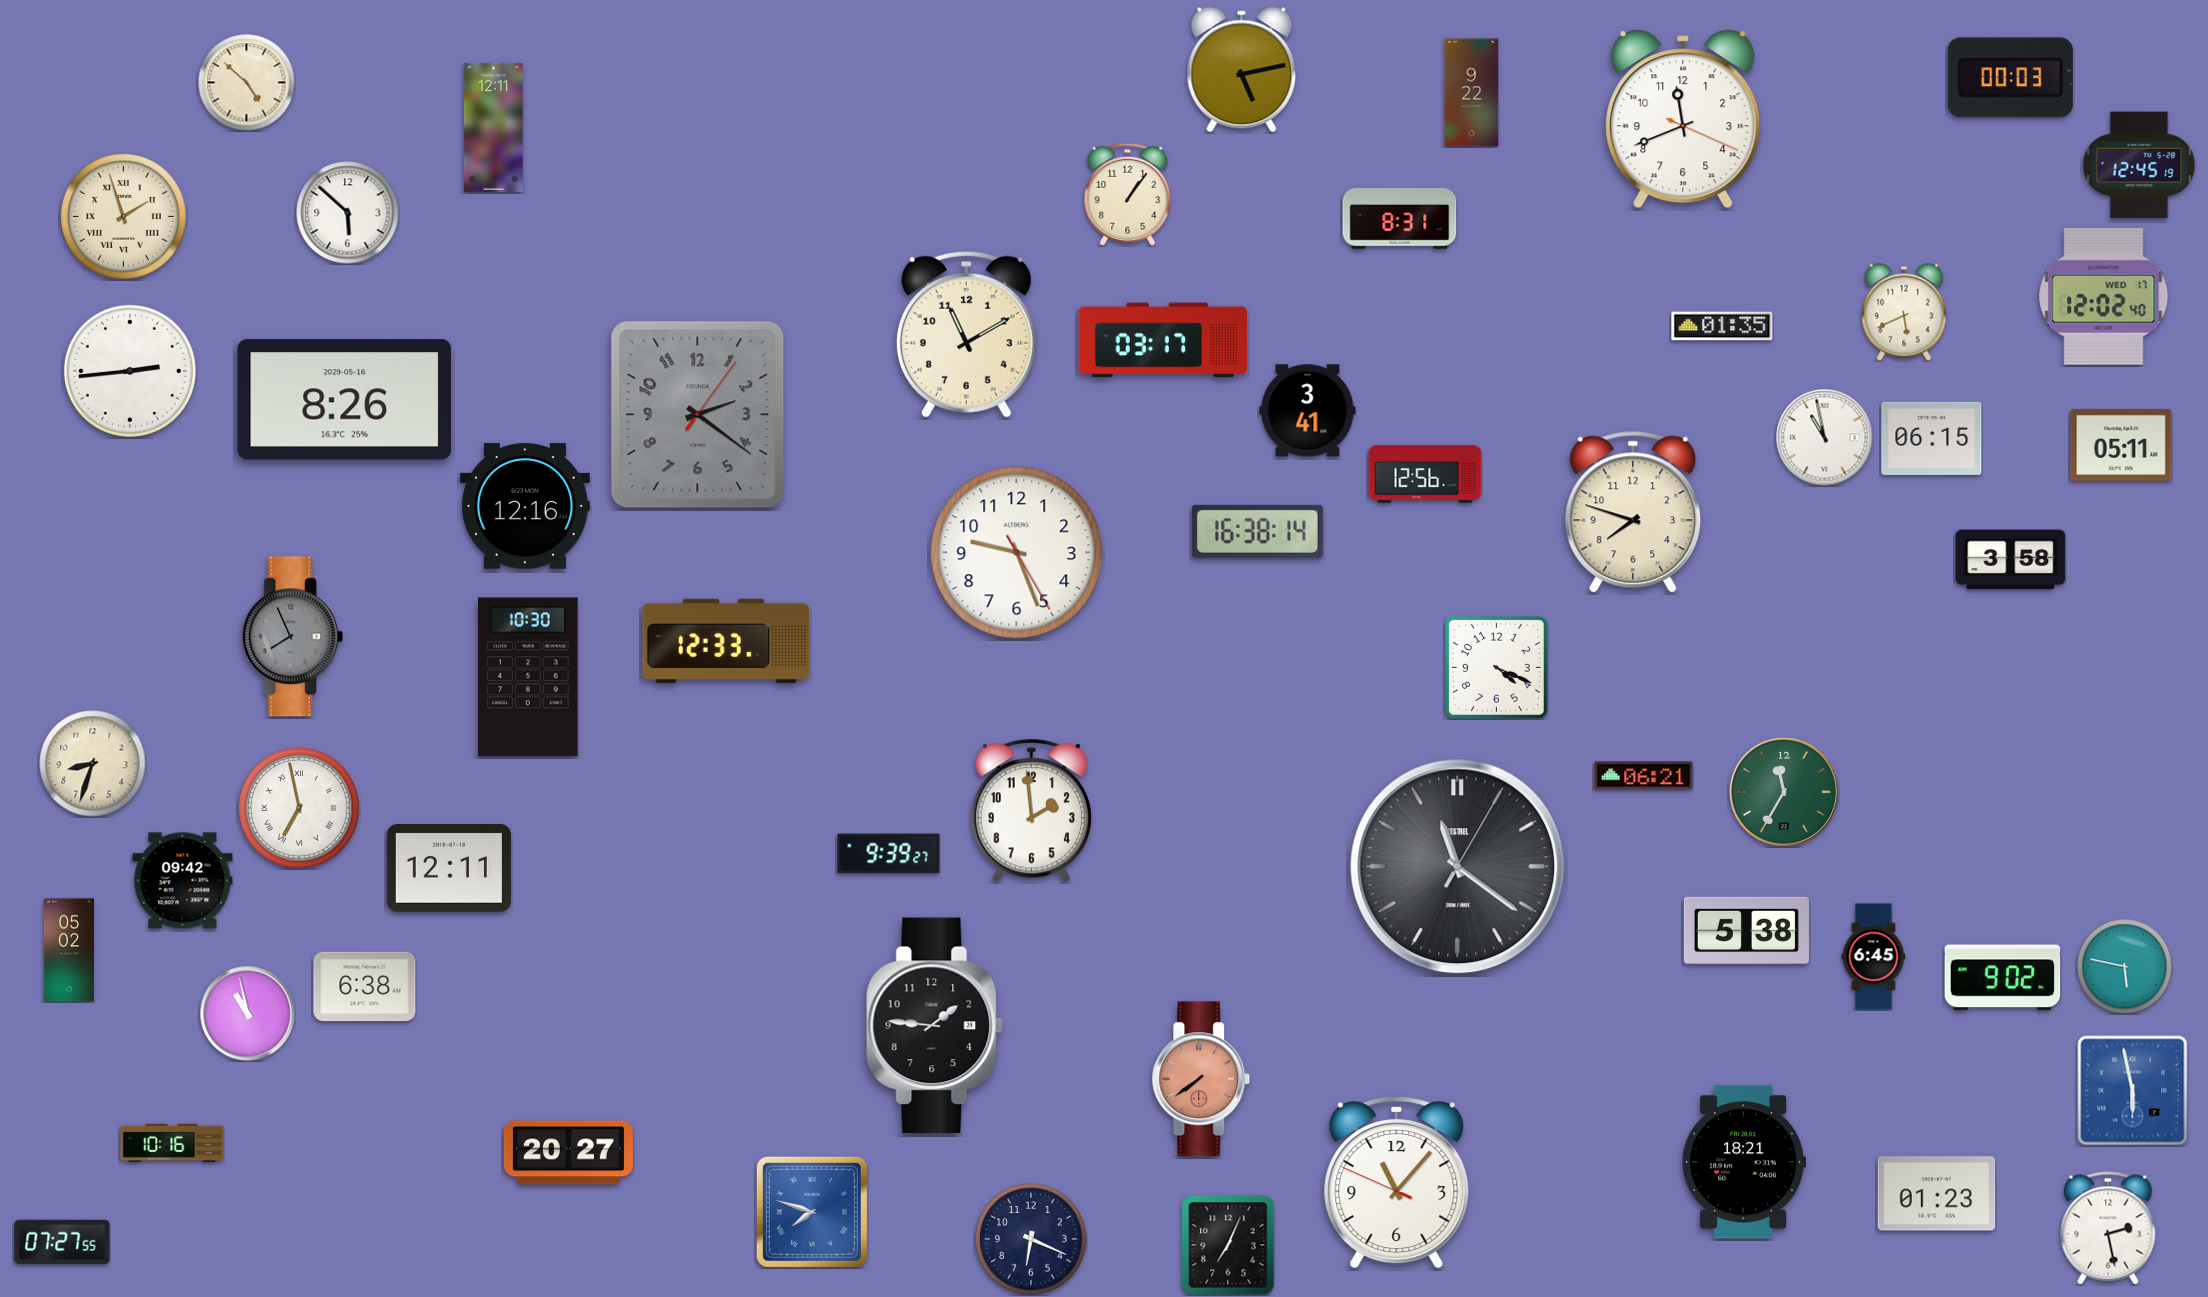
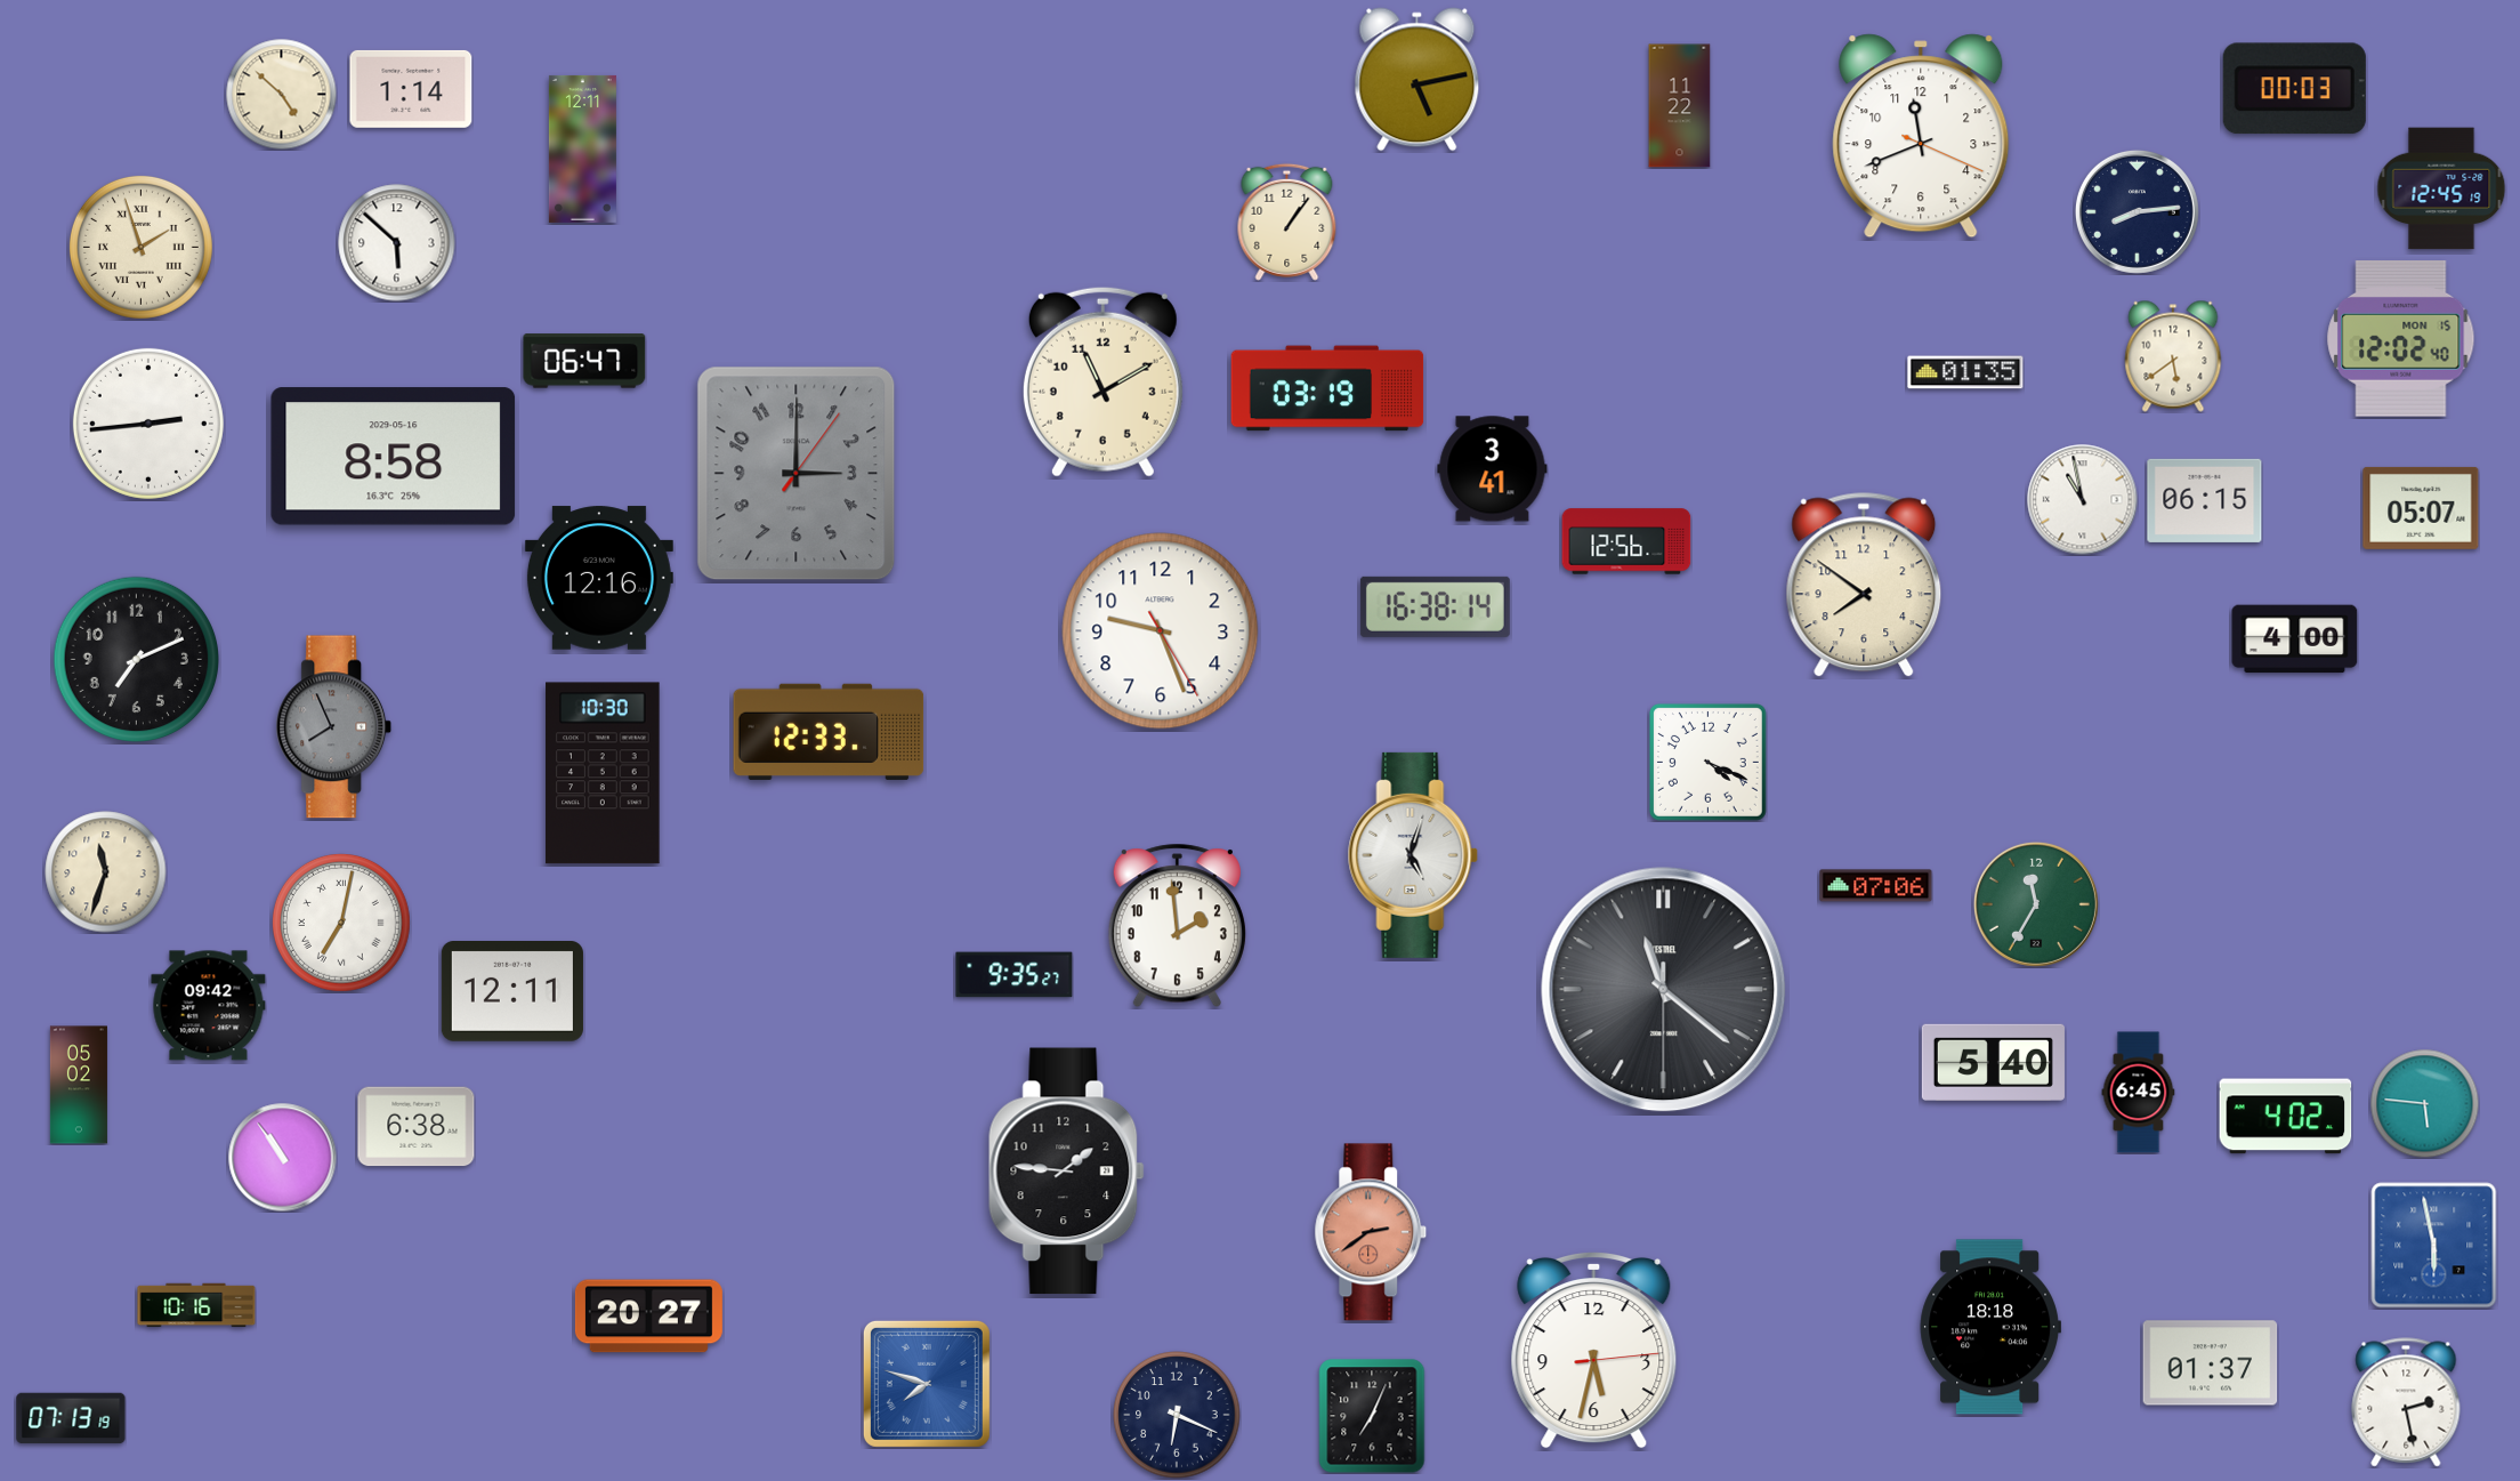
clock at (411, 89): none -> 1:14
clock at (1472, 93): 9:22 -> 11:22
clock at (493, 127) position: (493, 127) -> (582, 148)
clock at (2137, 211): none -> 8:14
clock at (1400, 219): 8:31 -> none
clock at (2104, 297) date: WED 17 -> MON 15
clock at (1904, 312): 5:41 -> 5:39
clock at (584, 361): none -> 06:47
clock at (1163, 340): 03:17 -> 03:19
clock at (345, 400): 8:26 -> 8:58
clock at (698, 415): 2:21 -> 3:00
clock at (2121, 445): 05:11 -> 05:07
clock at (1633, 512): 7:48 -> 7:51
clock at (2011, 560): 3:58 -> 4:00
clock at (136, 659): none -> 7:11
clock at (1413, 855): none -> 5:03
clock at (93, 764): 8:33 -> 11:33
clock at (1644, 776): 06:21 -> 07:06
clock at (300, 809): 6:58 -> 7:02
clock at (889, 854): 9:39 -> 9:35
clock at (1458, 867): 11:21:05 -> 11:21:30
clock at (1746, 930): 5:38 -> 5:40
clock at (2124, 966): 5:47 -> 5:46
clock at (2003, 978): 9:02 -> 4:02
clock at (247, 1013): 10:58 -> 10:54
clock at (1201, 1079): 7:39 -> 2:39
clock at (1743, 1162): 18:21 -> 18:18
clock at (1397, 1182): 11:06 -> 5:32
clock at (1937, 1194): 01:23 -> 01:37
clock at (62, 1242): 07:27 -> 07:13
clock at (1228, 1245) position: (1228, 1245) -> (1372, 1416)
